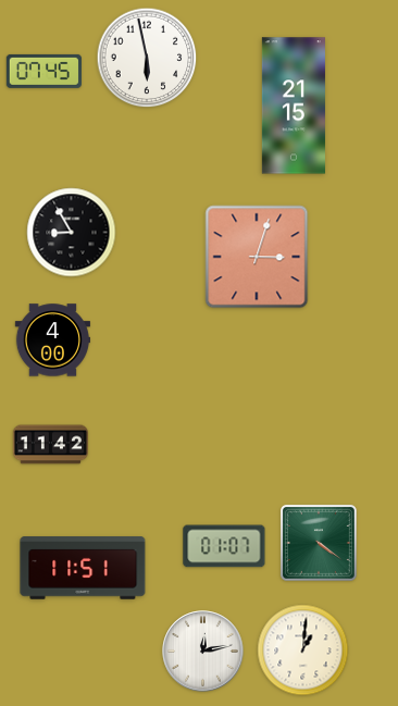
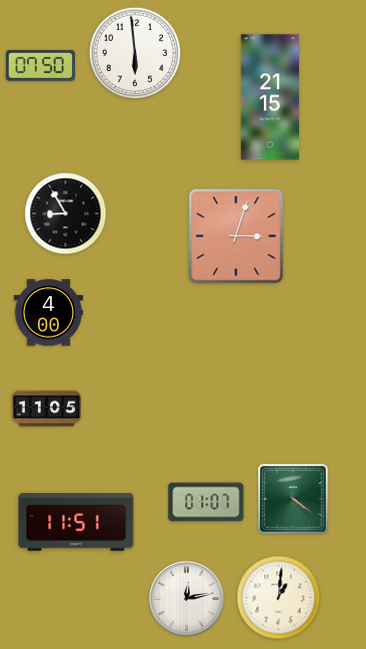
clock at (147, 58): 5:58 -> 5:59
clock at (43, 71): 07:45 -> 07:50
clock at (50, 445): 11:42 -> 11:05
